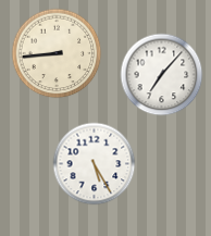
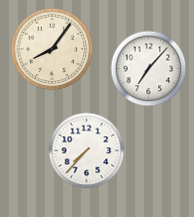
clock at (57, 53): 8:44 -> 8:06
clock at (95, 164): 5:25 -> 7:37
